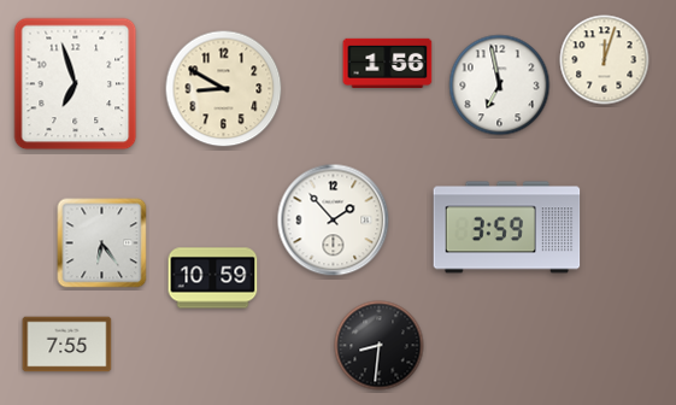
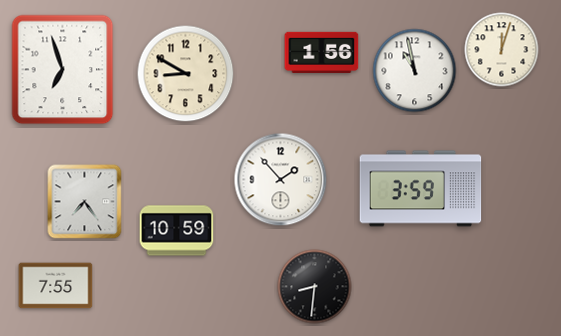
clock at (500, 86): 6:58 -> 10:58
clock at (334, 221) position: (334, 221) -> (281, 180)
clock at (102, 243): 6:24 -> 7:24
